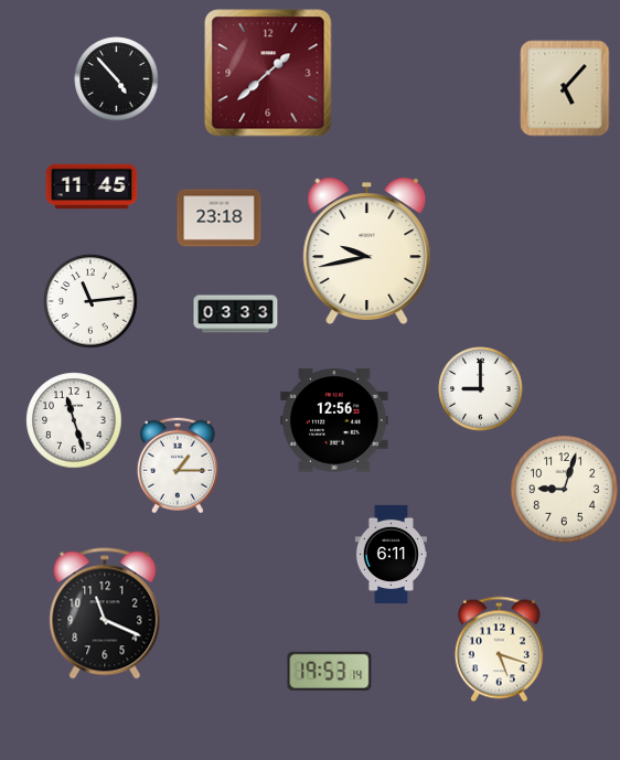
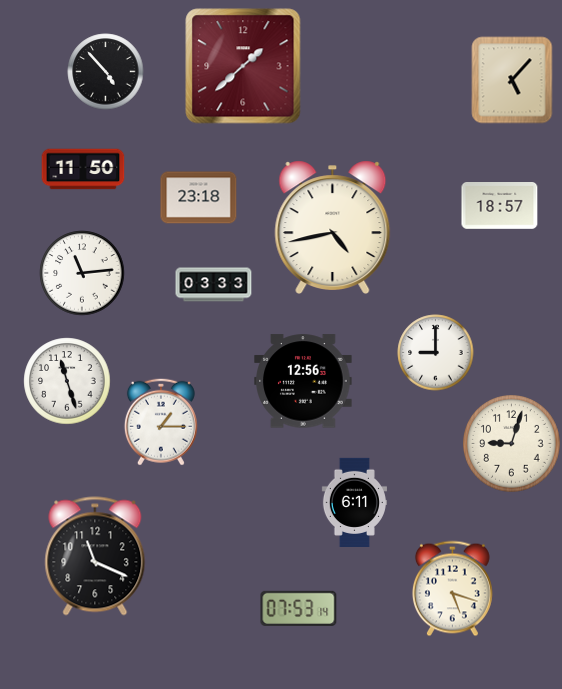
clock at (92, 186): 11:45 -> 11:50
clock at (500, 206): none -> 18:57
clock at (367, 250): 9:43 -> 4:43
clock at (330, 671): 19:53 -> 07:53
